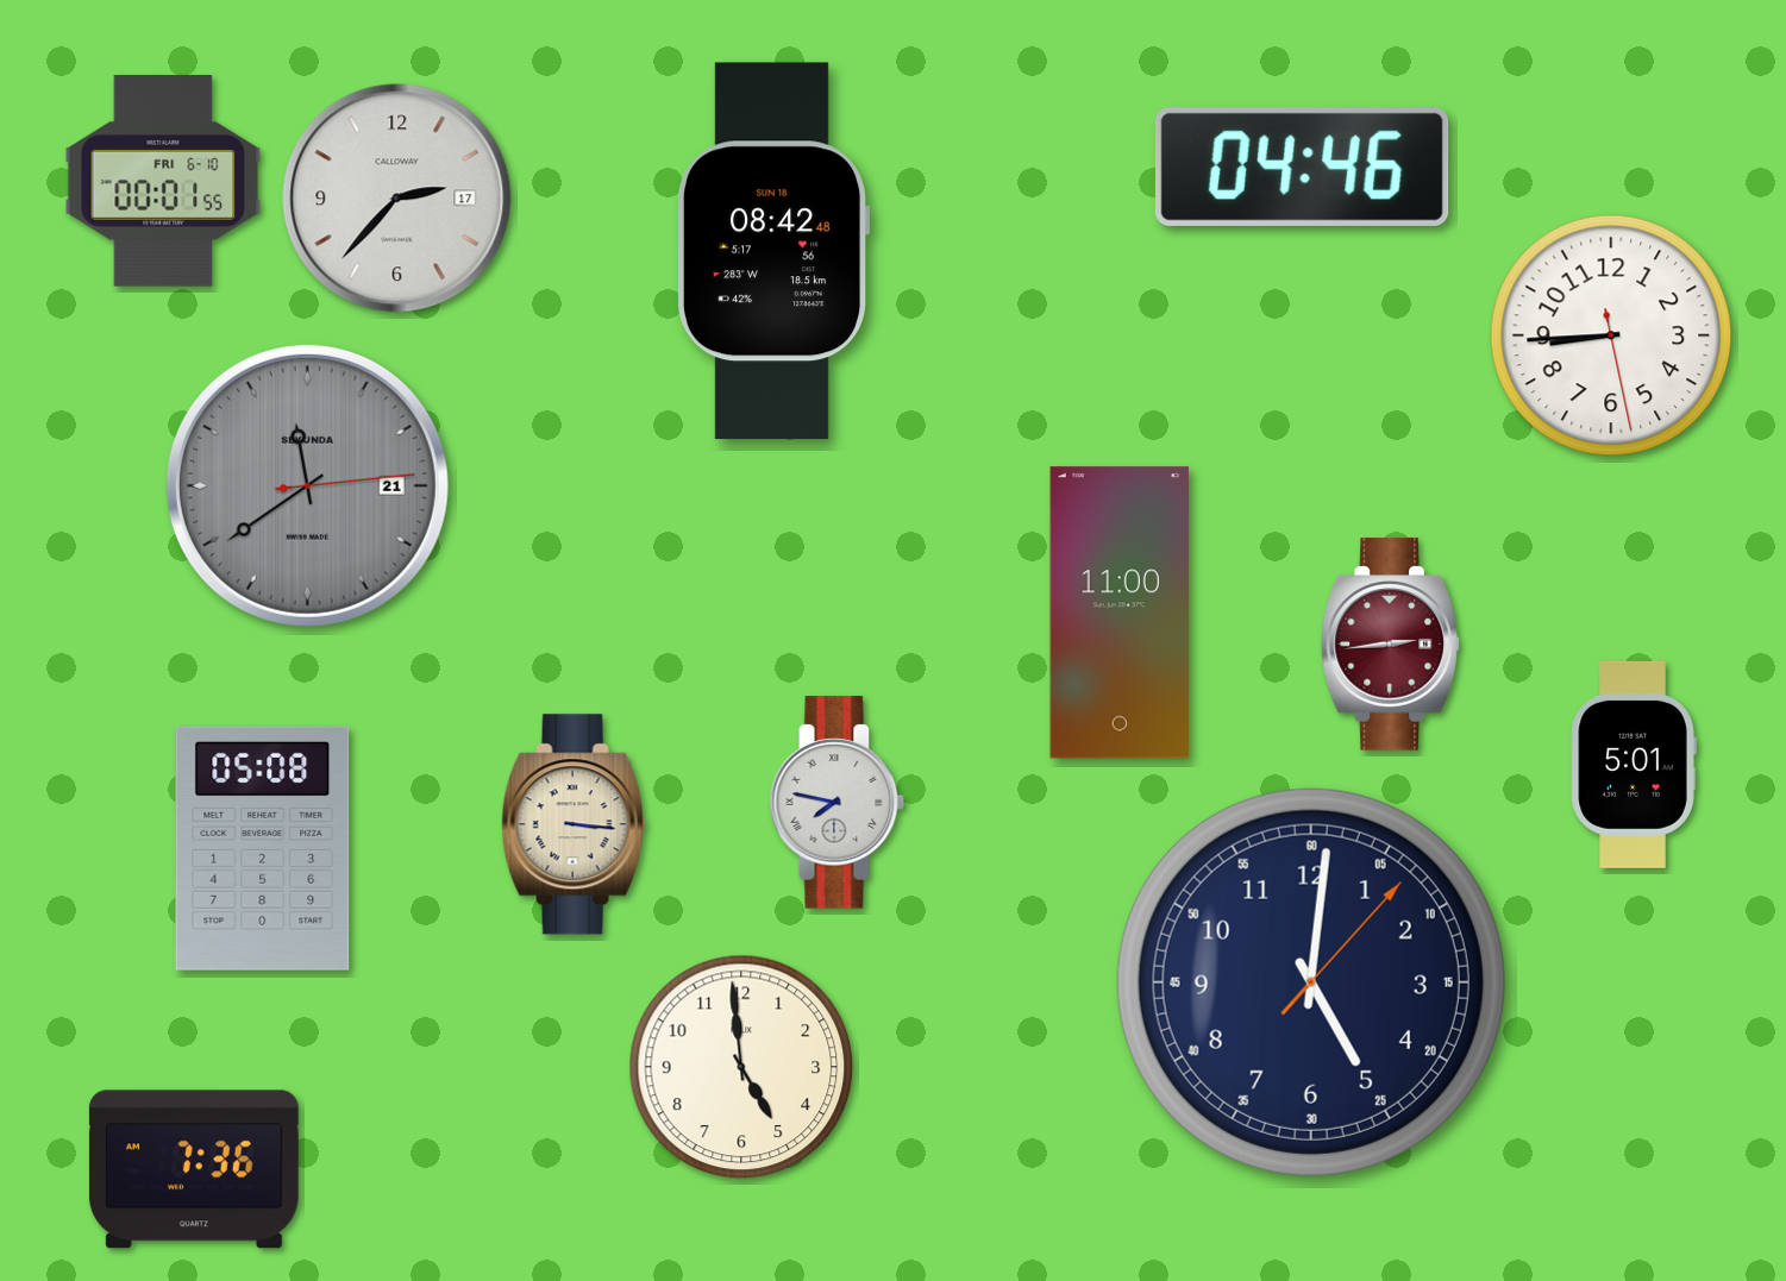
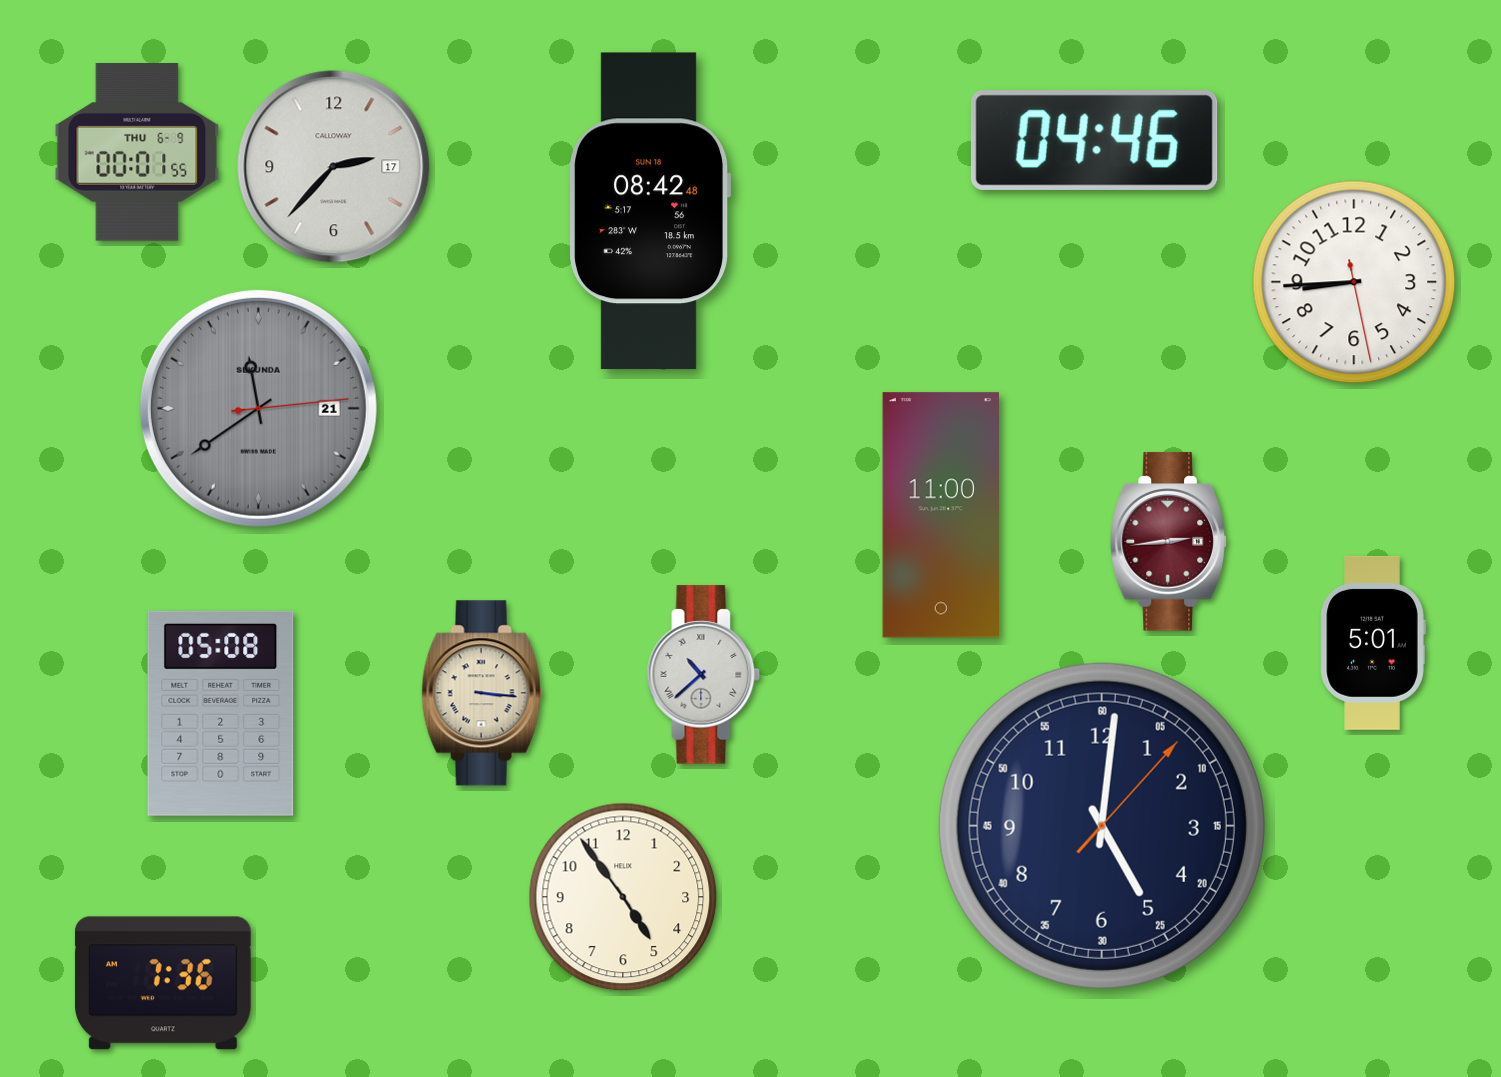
clock at (163, 181) date: FRI 6-10 -> THU 6-9
clock at (838, 803): 7:47 -> 10:38
clock at (741, 1067): 4:59 -> 4:54
